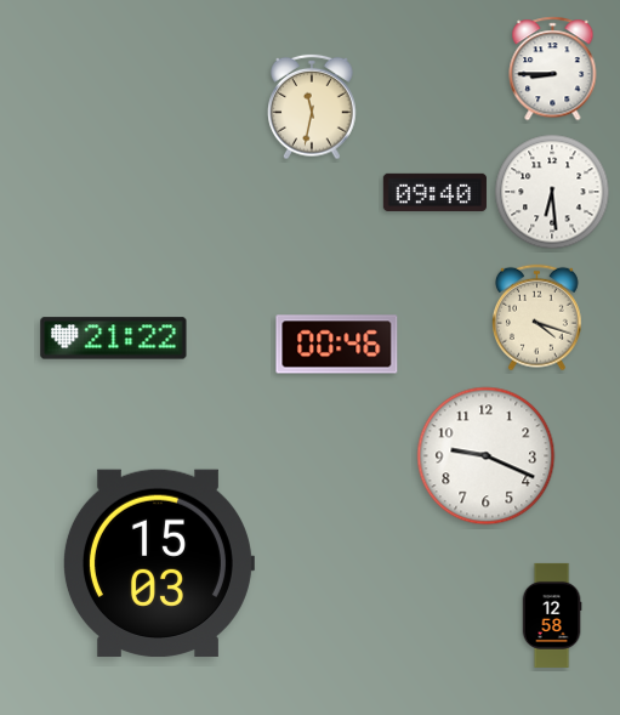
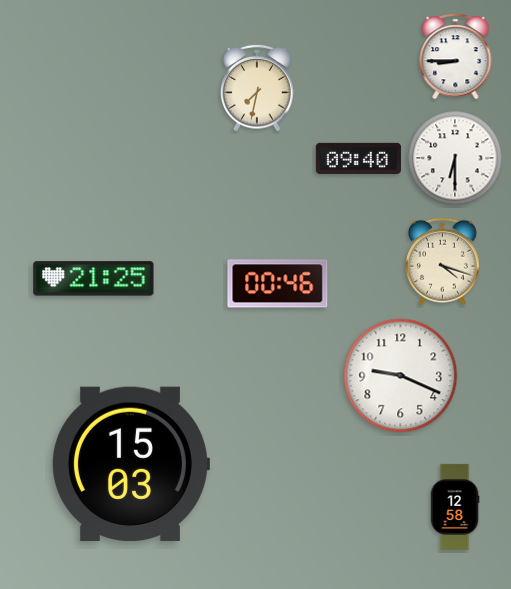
clock at (312, 107): 11:32 -> 7:32
clock at (552, 192): 6:29 -> 6:30
clock at (114, 339): 21:22 -> 21:25
